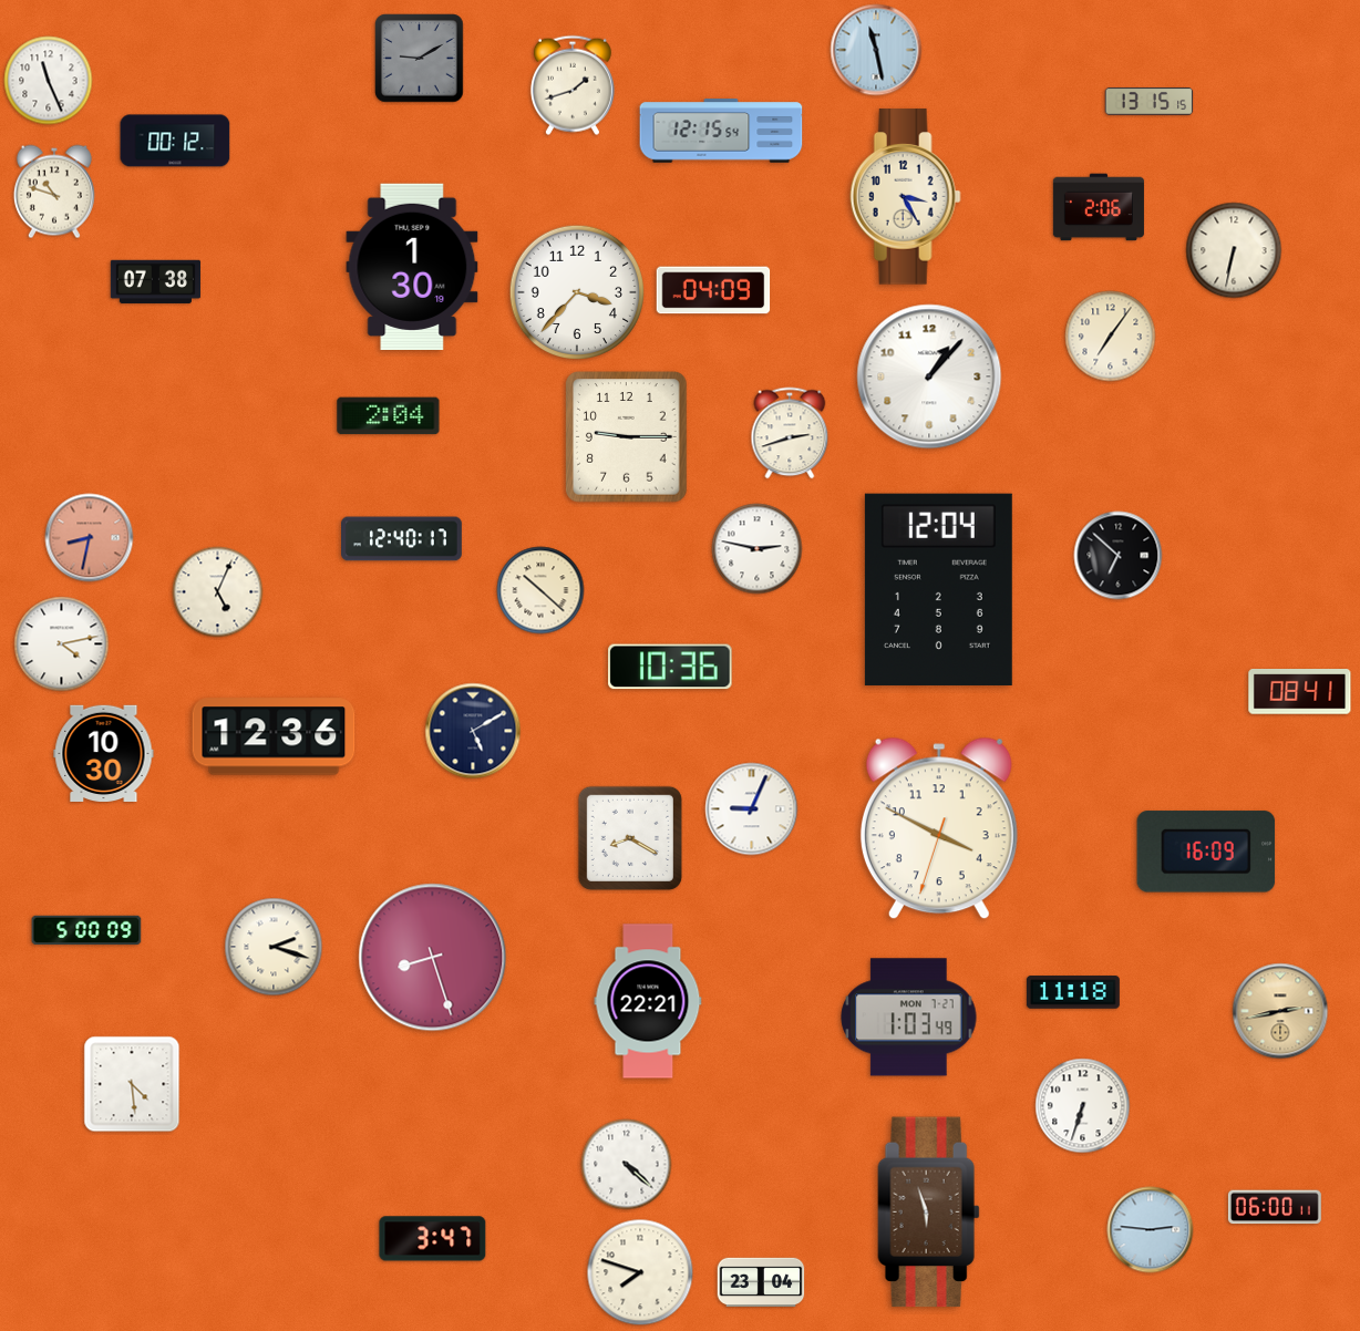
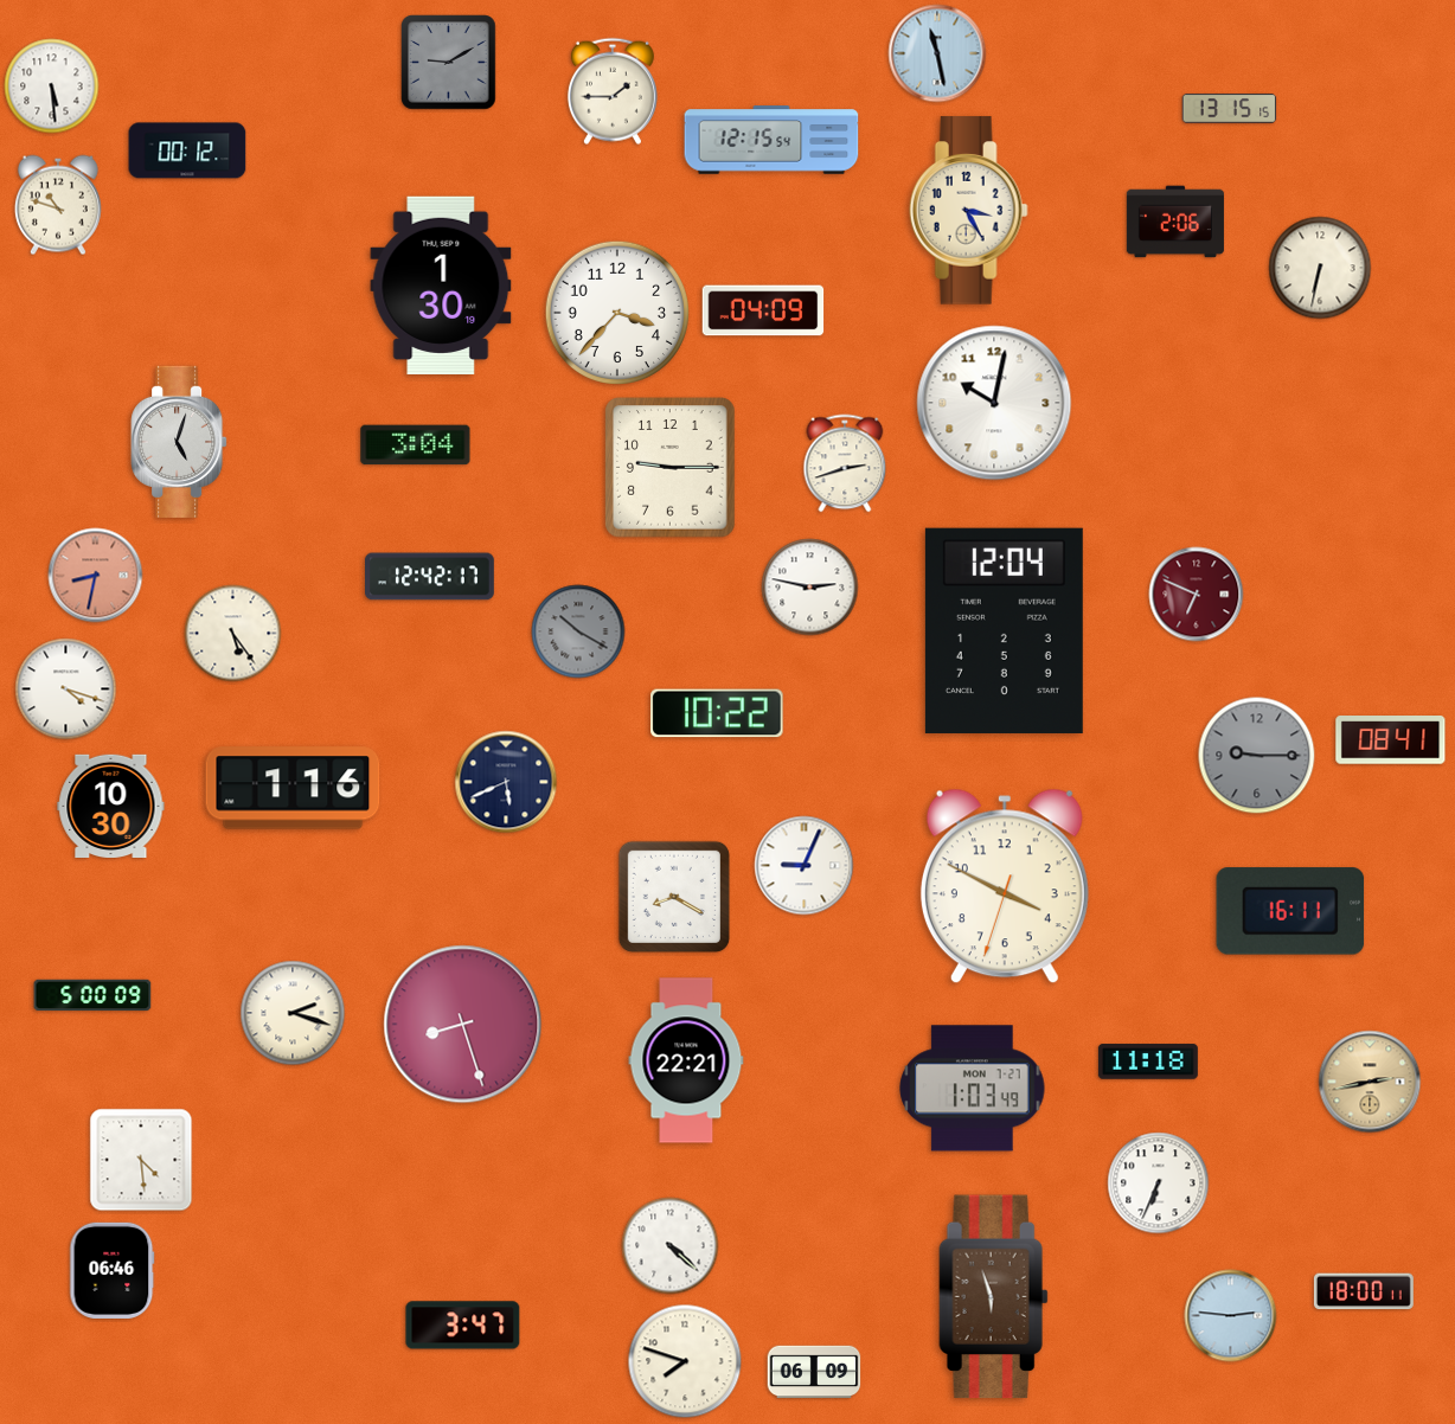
clock at (49, 81): 11:26 -> 5:29
clock at (573, 85): 1:42 -> 1:45
clock at (155, 281): 07:38 -> none
clock at (1111, 337): 7:06 -> none
clock at (929, 376): 1:07 -> 10:02
clock at (179, 442): none -> 5:03
clock at (389, 416): 2:04 -> 3:04
clock at (402, 539): 12:40 -> 12:42
clock at (1119, 556): 6:52 -> 6:49
clock at (1119, 556) dial: black -> burgundy
clock at (540, 590): 10:22 -> 10:20
clock at (540, 590) dial: cream -> grey
clock at (218, 592): 5:04 -> 5:24
clock at (62, 644): 4:13 -> 4:18
clock at (670, 667): 10:36 -> 10:22
clock at (1257, 756): none -> 9:15
clock at (473, 731): 5:10 -> 5:41
clock at (274, 736): 12:36 -> 1:16
clock at (1206, 852): 16:09 -> 16:11
clock at (648, 1001) position: (648, 1001) -> (686, 1060)
clock at (1083, 1106): 6:33 -> 6:34
clock at (113, 1270): none -> 06:46
clock at (1275, 1207): 06:00 -> 18:00
clock at (761, 1282): 23:04 -> 06:09
